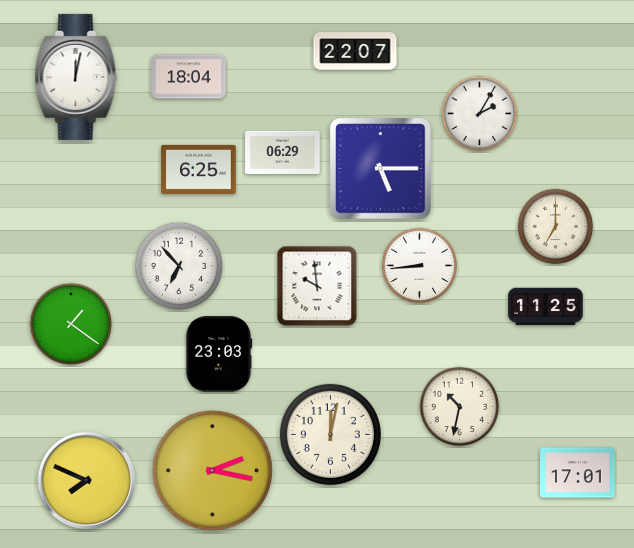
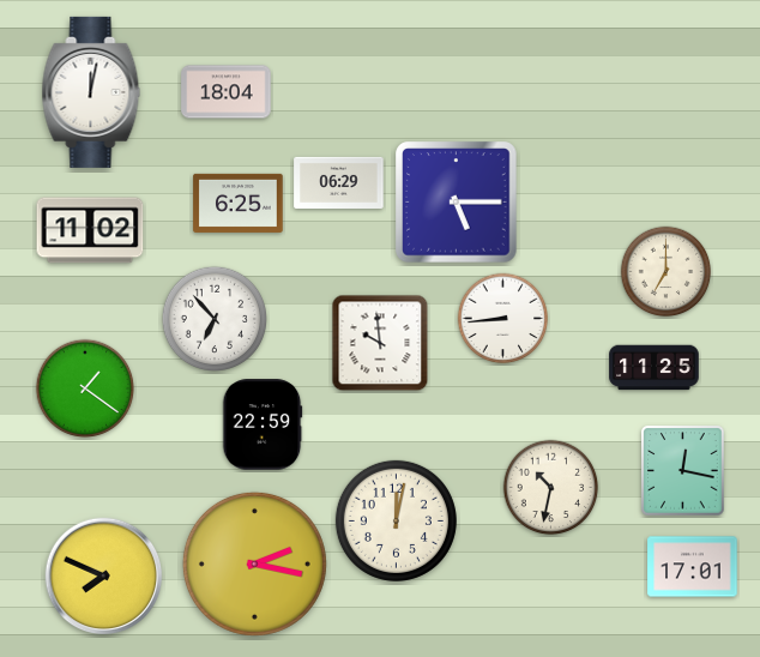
clock at (355, 51): 22:07 -> none
clock at (480, 114): 2:05 -> none
clock at (90, 230): none -> 11:02
clock at (219, 354): 23:03 -> 22:59
clock at (683, 471): none -> 12:17
